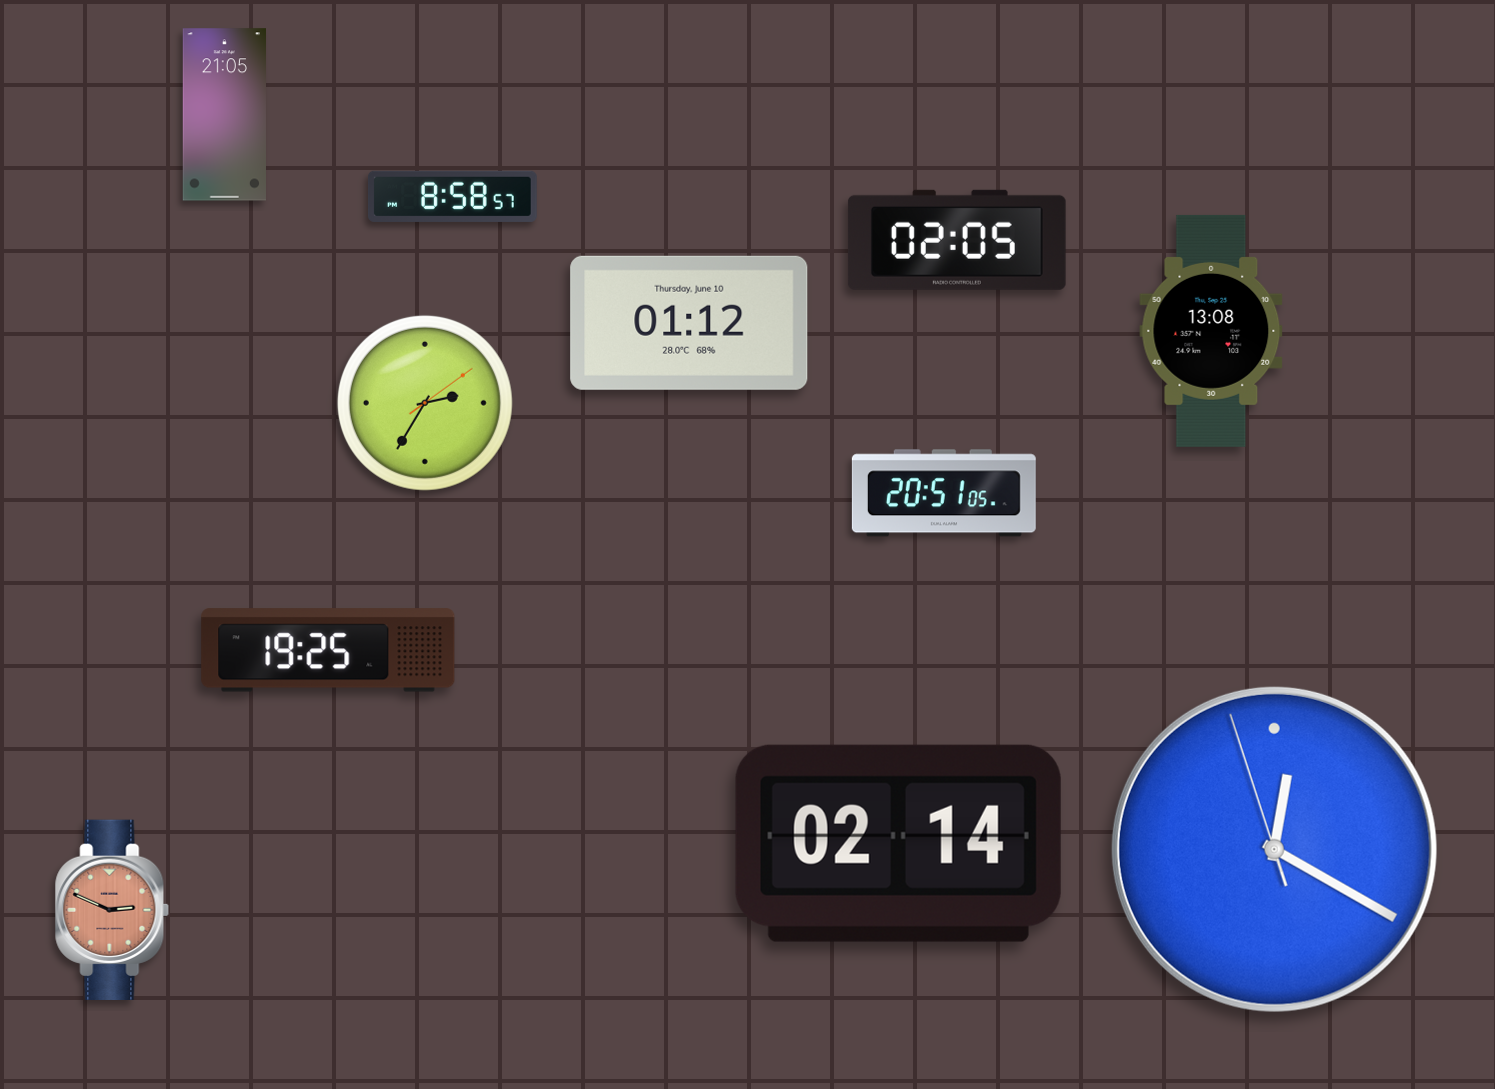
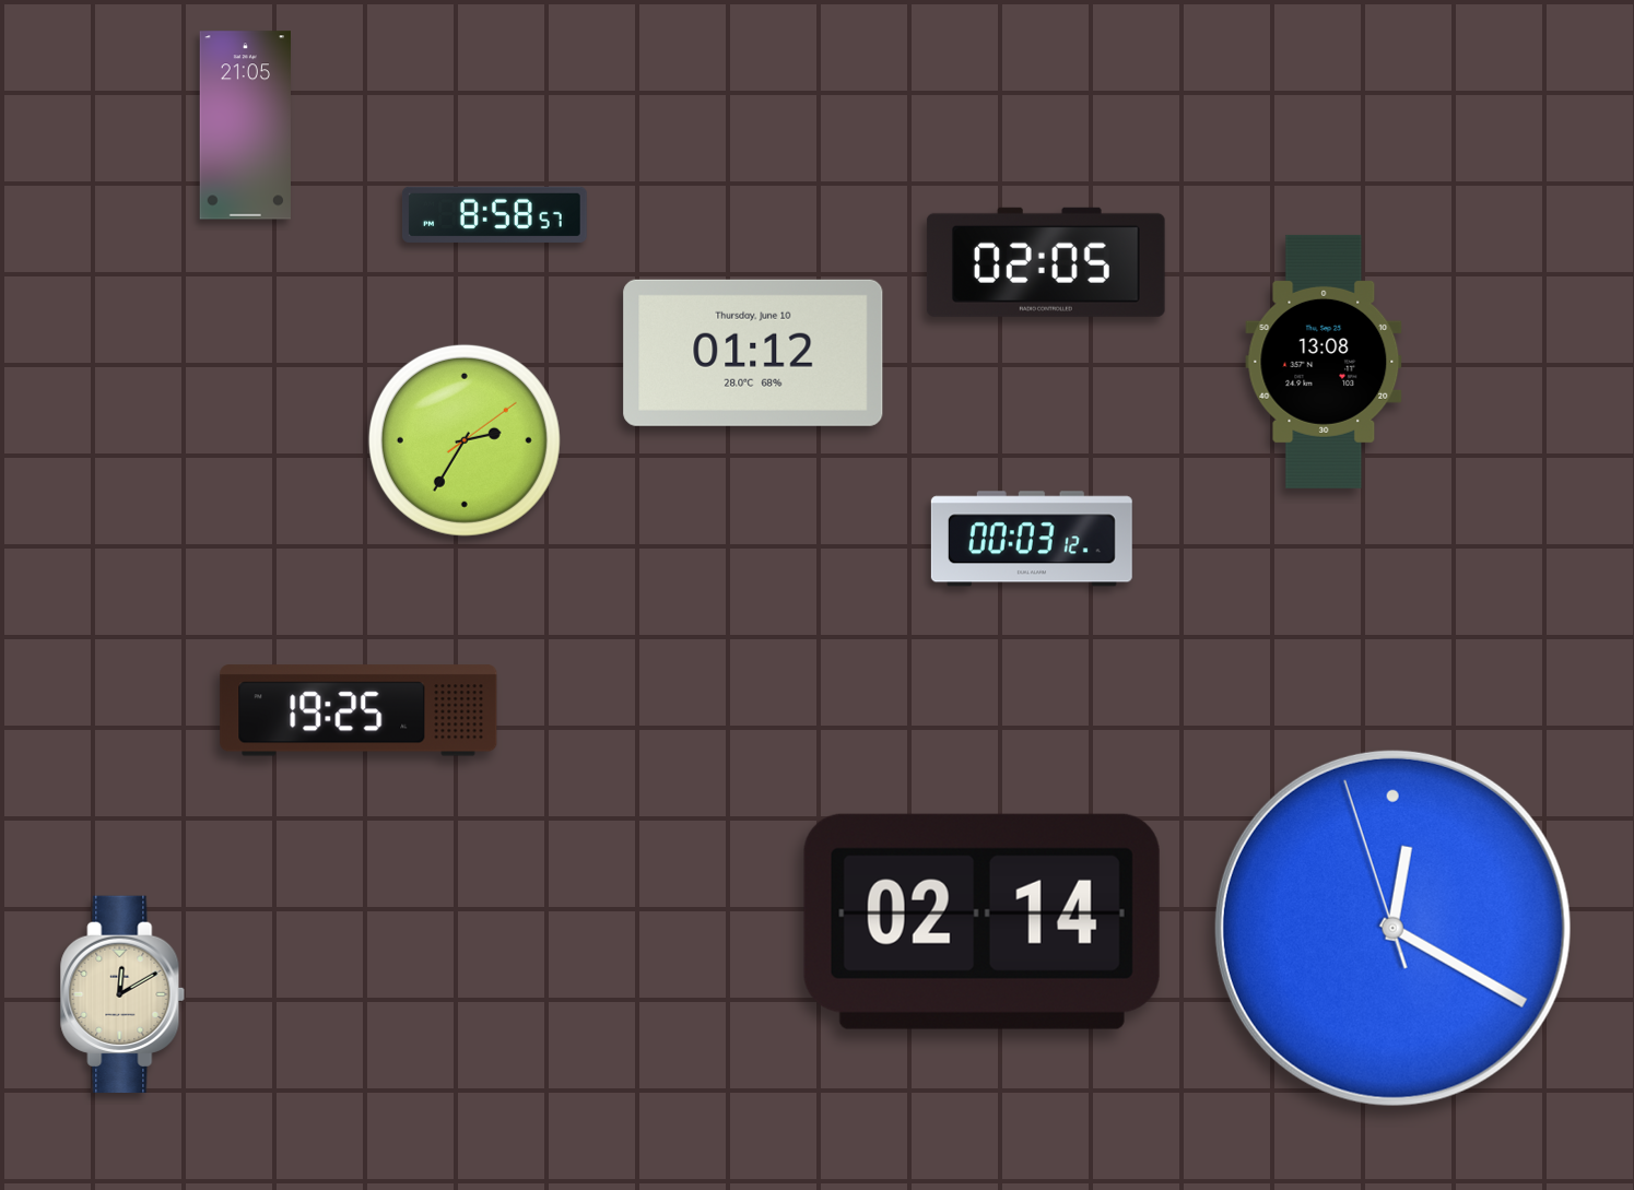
clock at (944, 493): 20:51 -> 00:03
clock at (112, 909): 2:49 -> 12:10
clock at (112, 909) dial: salmon -> cream
